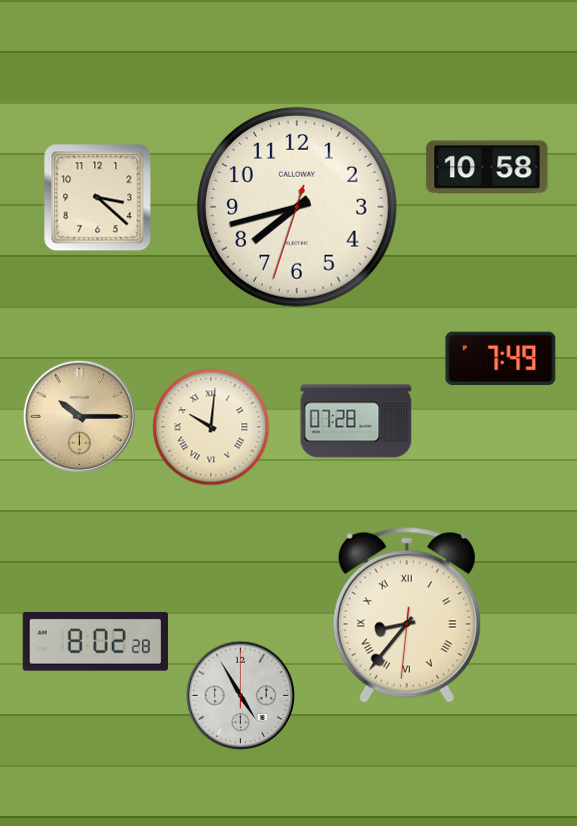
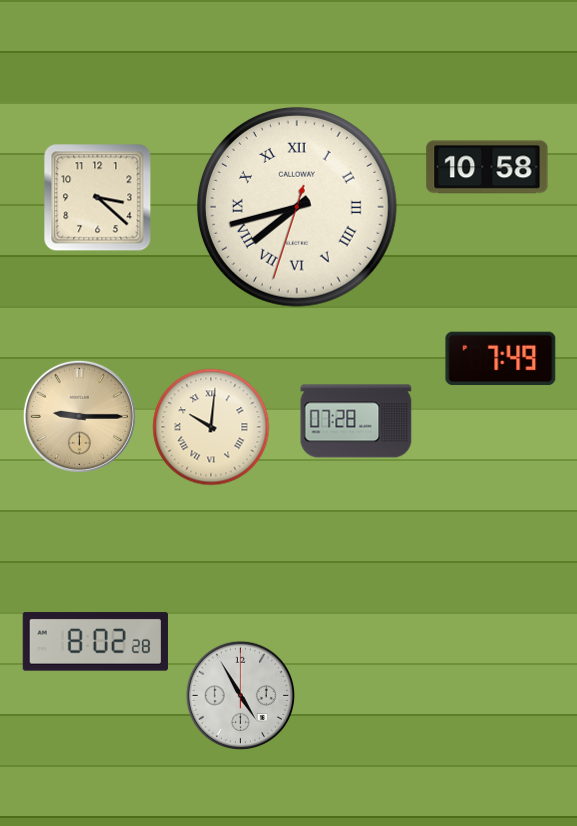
clock at (297, 207) numerals: Arabic -> Roman
clock at (79, 416): 10:15 -> 9:15
clock at (407, 615): 8:36 -> none
